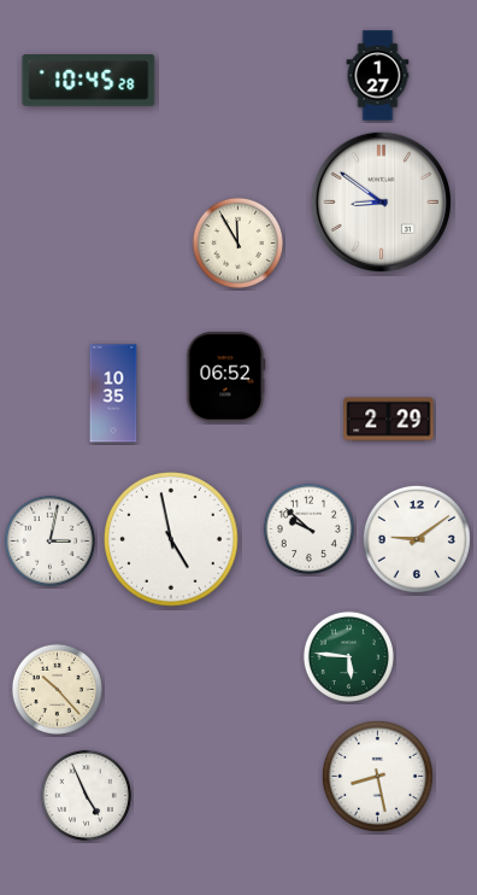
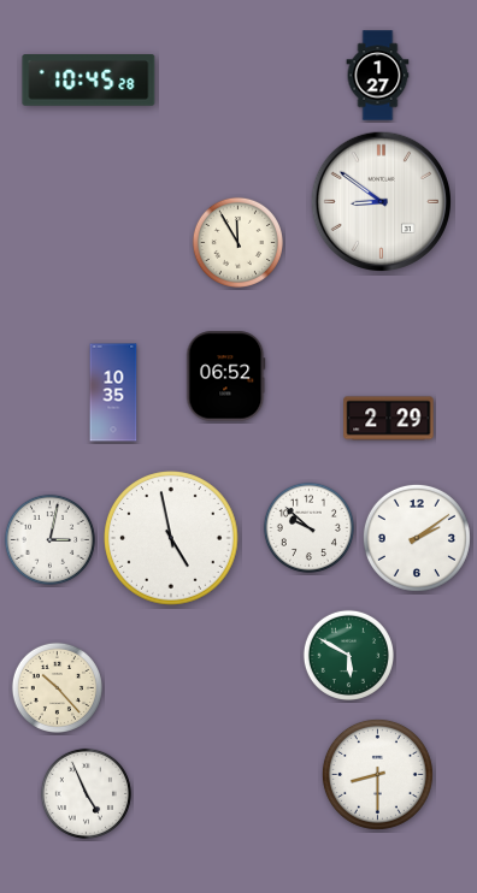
clock at (417, 539): 9:09 -> 2:09
clock at (348, 656): 5:46 -> 5:50
clock at (377, 776): 8:28 -> 8:30
